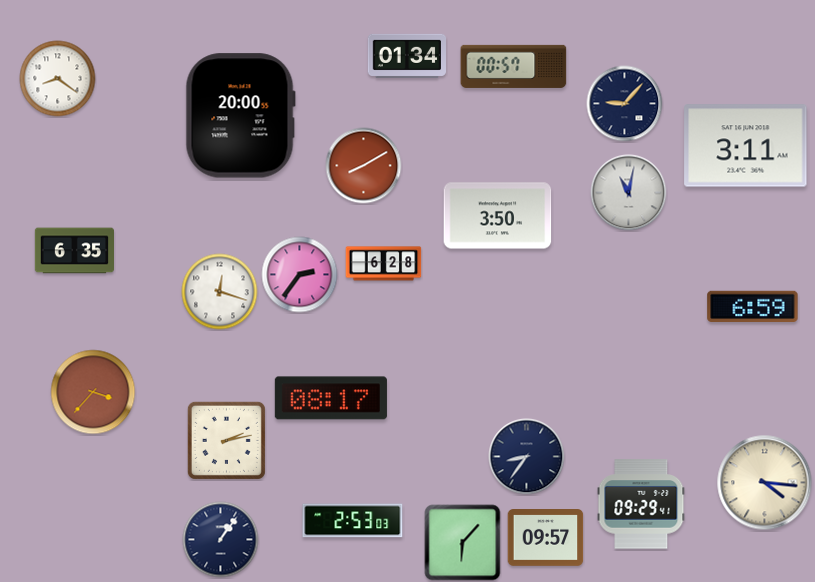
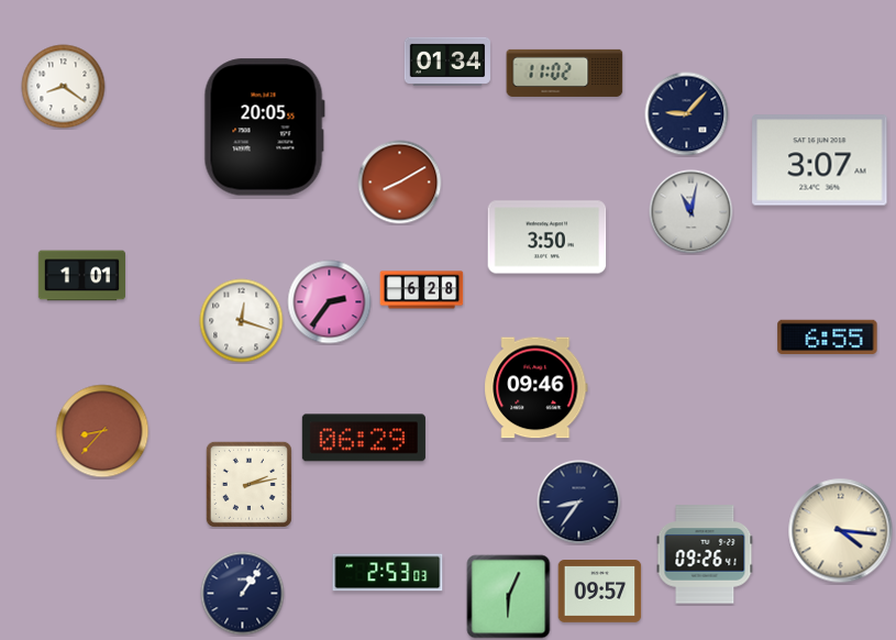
clock at (514, 66): 00:57 -> 11:02
clock at (240, 116): 20:00 -> 20:05
clock at (746, 146): 3:11 -> 3:07
clock at (74, 251): 6:35 -> 1:01
clock at (753, 307): 6:59 -> 6:55
clock at (537, 388): none -> 09:46
clock at (93, 392): 3:37 -> 8:37
clock at (331, 398): 08:17 -> 06:29
clock at (641, 504): 09:29 -> 09:26
clock at (463, 543): 6:07 -> 6:04
